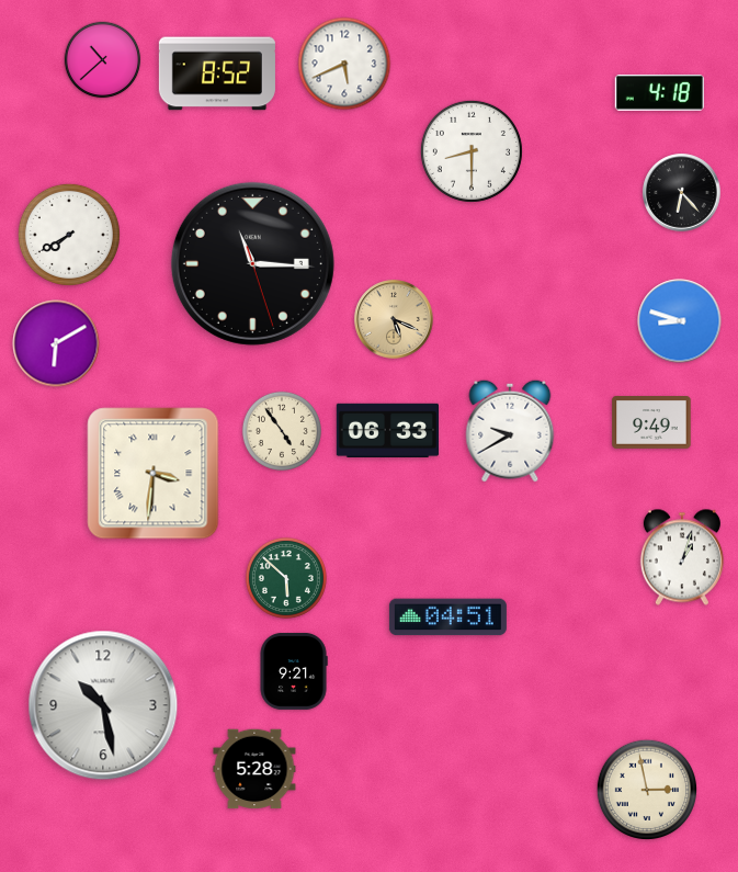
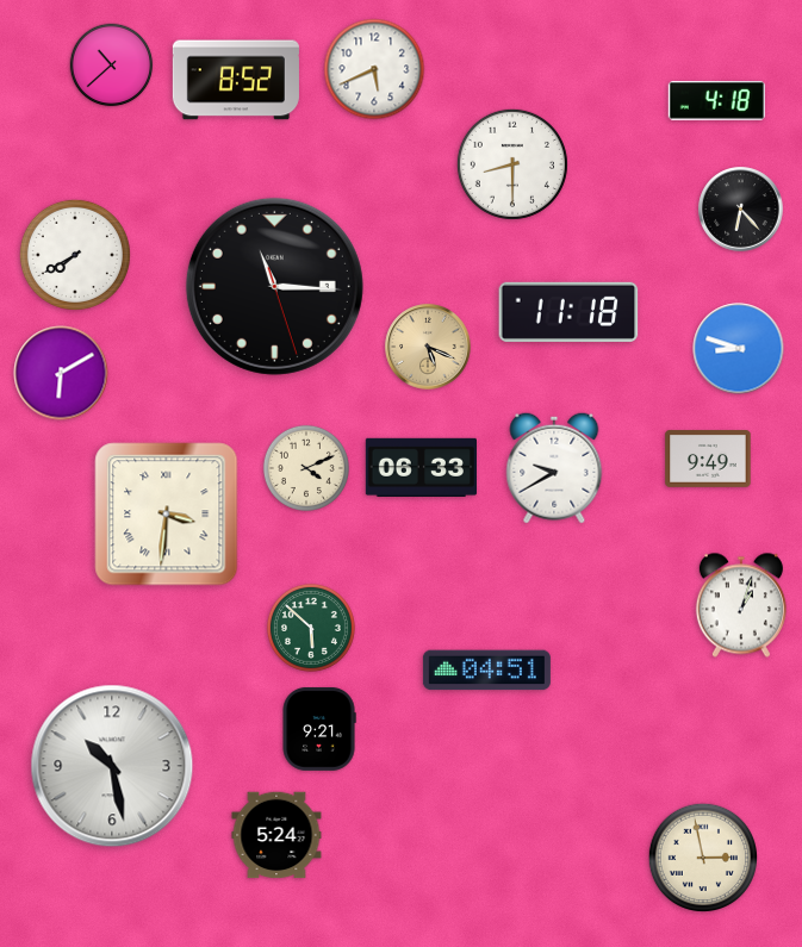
clock at (568, 312): none -> 11:18
clock at (282, 431): 4:54 -> 4:11
clock at (254, 769): 5:28 -> 5:24
